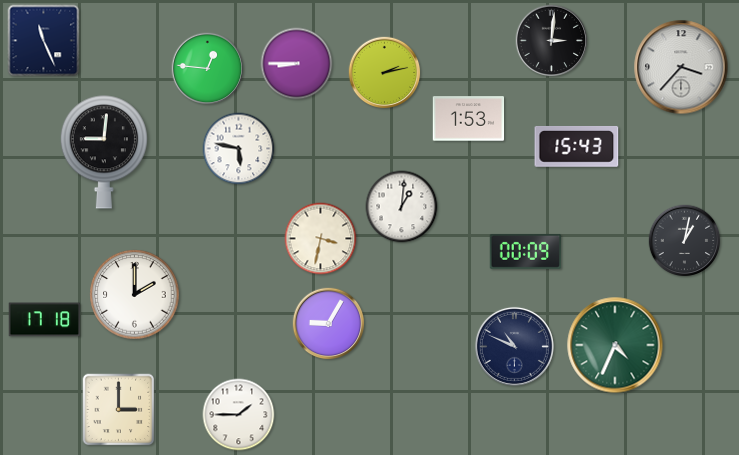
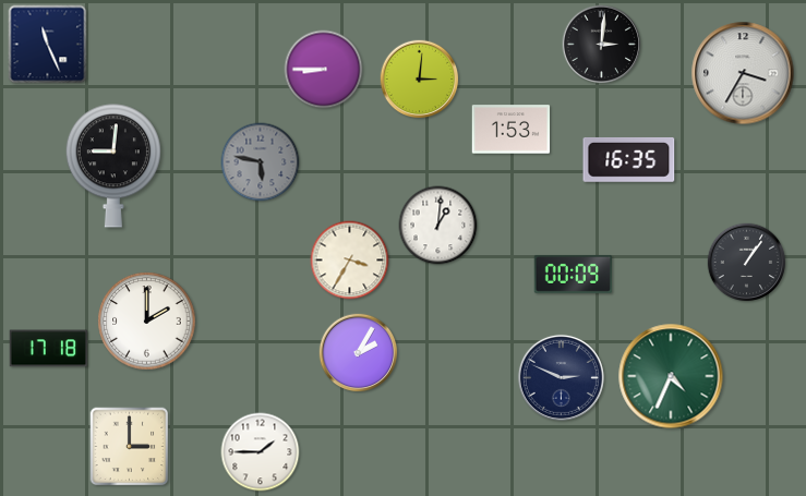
clock at (681, 67): 3:37 -> 3:35
clock at (208, 69): 12:46 -> none
clock at (385, 73): 2:13 -> 3:01
clock at (577, 146): 15:43 -> 16:35
clock at (239, 149) dial: white -> grey
clock at (321, 239): 3:32 -> 3:35
clock at (685, 241): 1:02 -> 1:06
clock at (329, 324): 9:05 -> 2:05
clock at (514, 346): 10:49 -> 2:49
